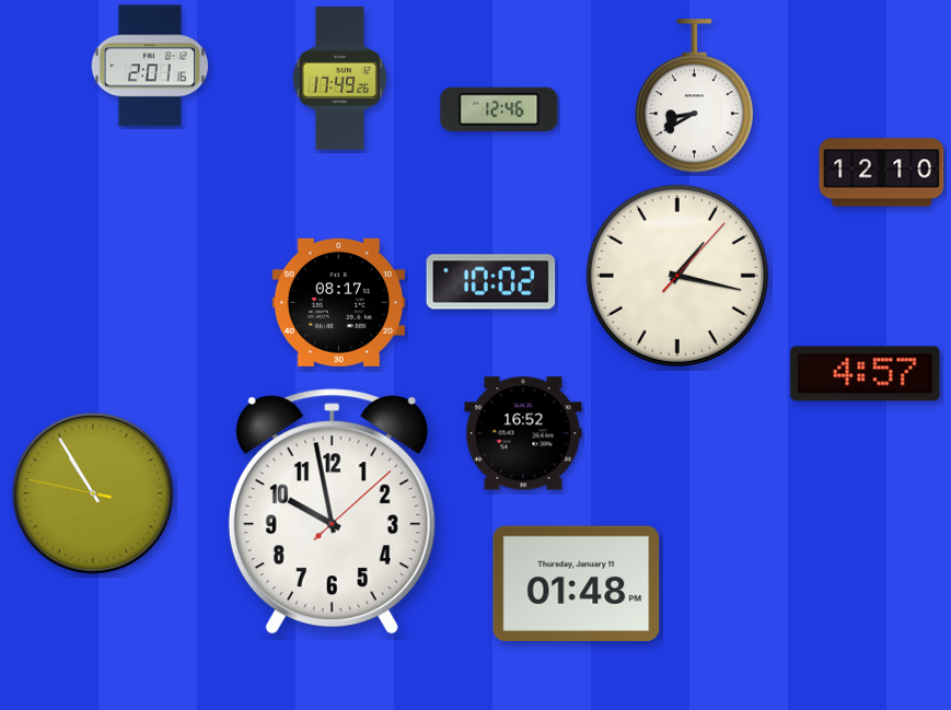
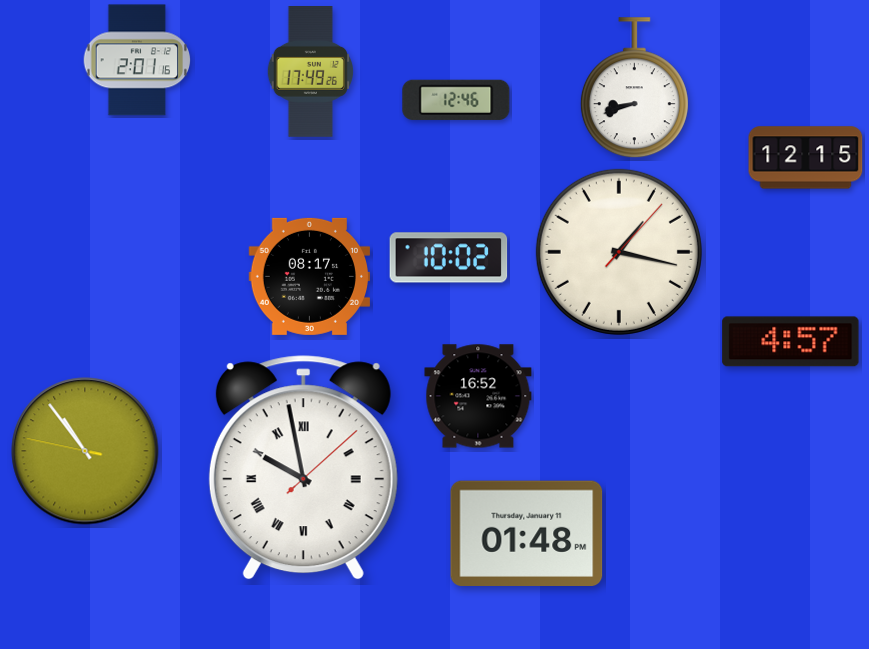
clock at (694, 96): 8:40 -> 8:42
clock at (882, 173): 12:10 -> 12:15
clock at (93, 493): 10:54 -> 10:53
clock at (332, 512) numerals: Arabic -> Roman
